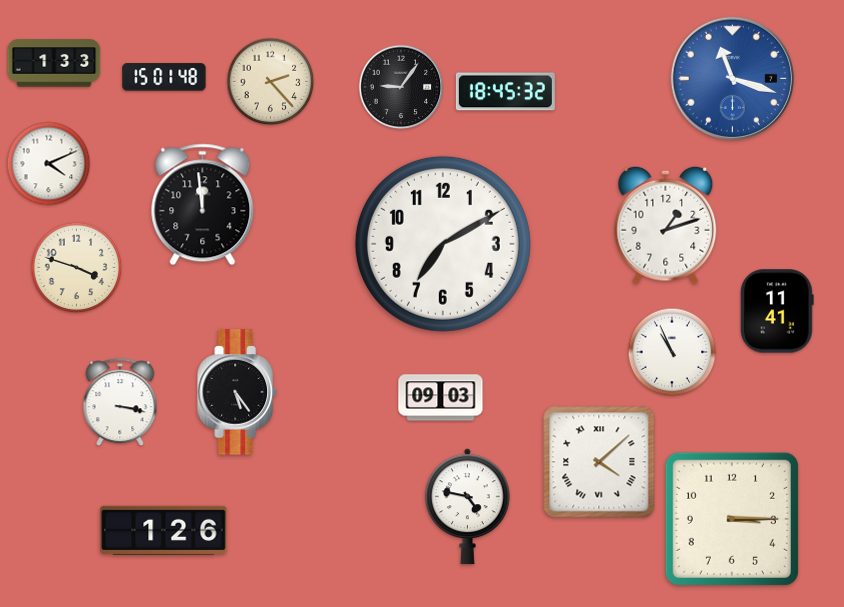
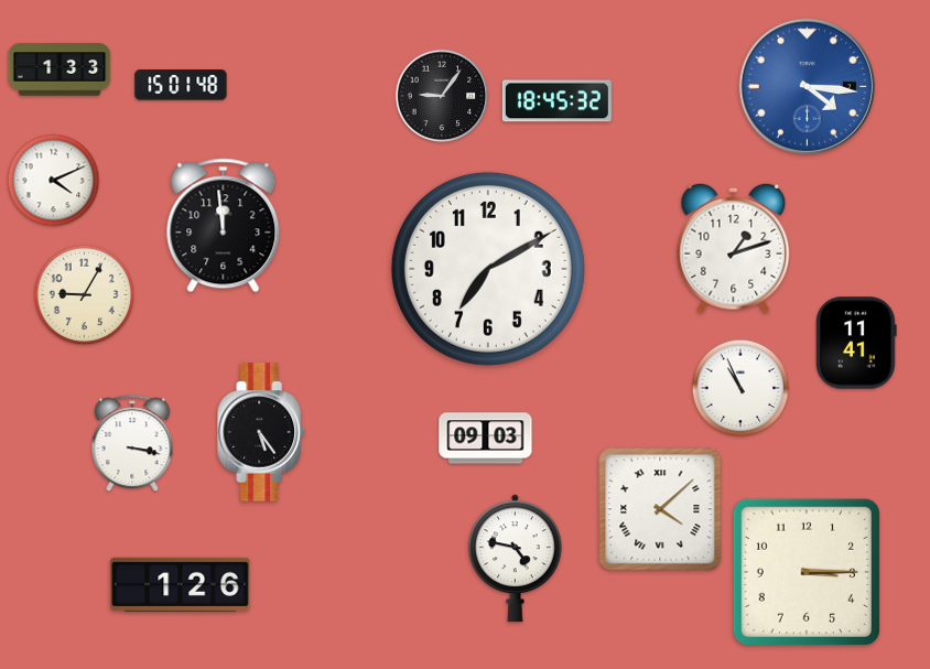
clock at (732, 78): 11:18 -> 4:16
clock at (271, 82): 2:23 -> none
clock at (77, 268): 3:48 -> 9:05
